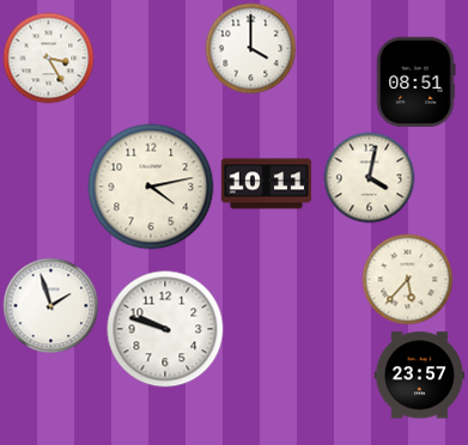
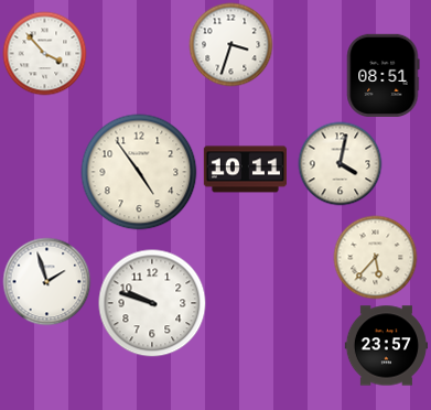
clock at (251, 49): 4:00 -> 3:33
clock at (49, 59): 3:25 -> 3:53
clock at (151, 187): 4:13 -> 4:54
